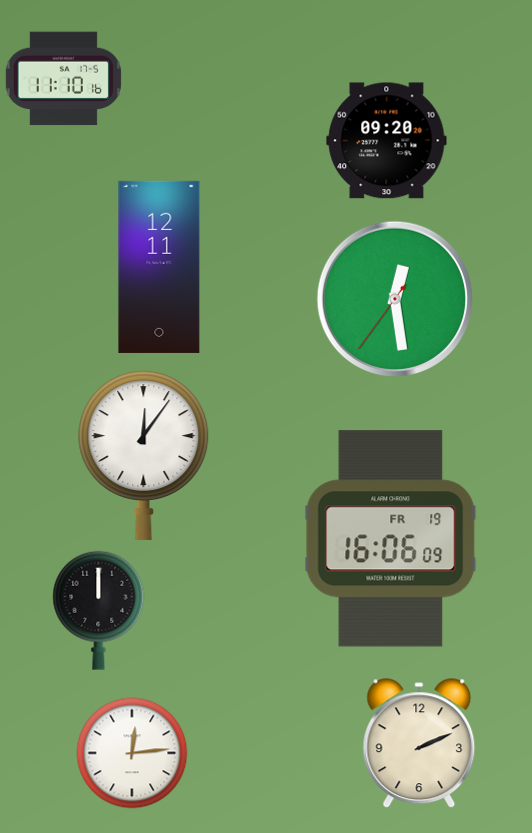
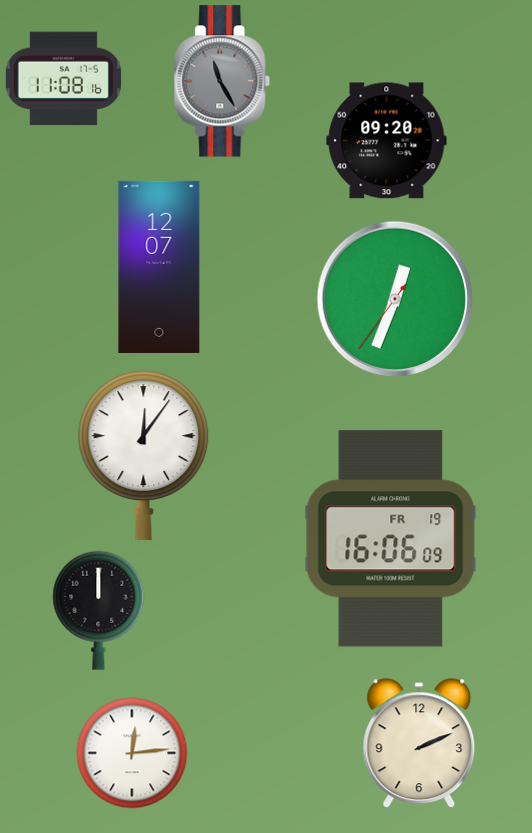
clock at (63, 79): 11:10 -> 11:08
clock at (223, 81): none -> 11:25
clock at (159, 267): 12:11 -> 12:07
clock at (394, 298): 12:28 -> 12:33
